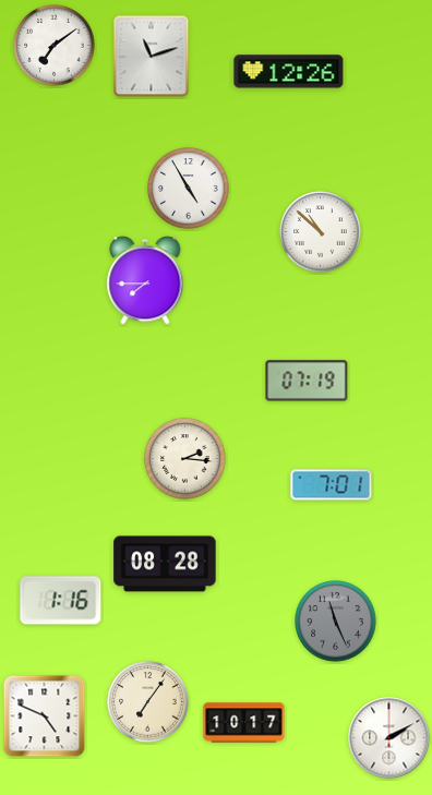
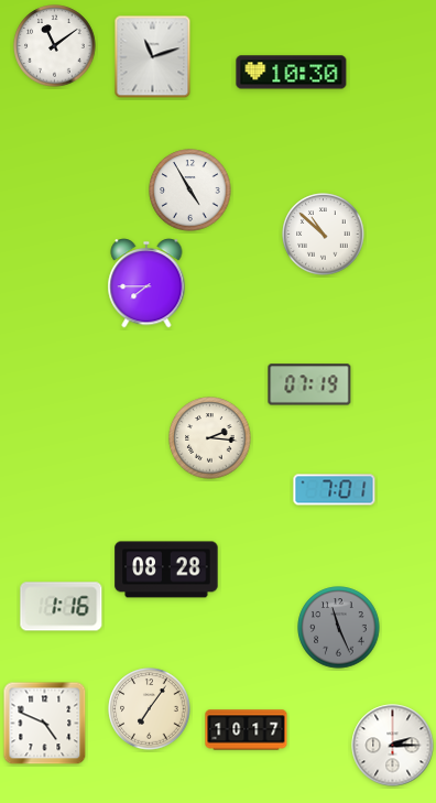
clock at (55, 46): 7:09 -> 11:09
clock at (289, 72): 12:26 -> 10:30
clock at (185, 459) position: (185, 459) -> (210, 438)
clock at (389, 738): 2:10 -> 2:15
